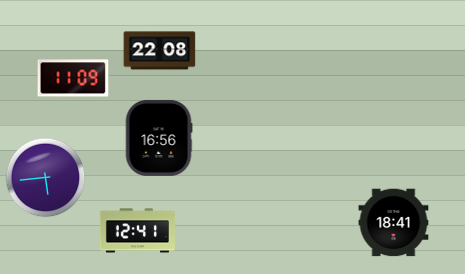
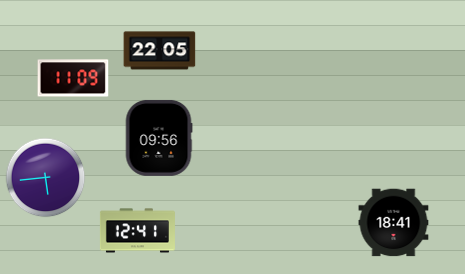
clock at (160, 51): 22:08 -> 22:05
clock at (159, 138): 16:56 -> 09:56
